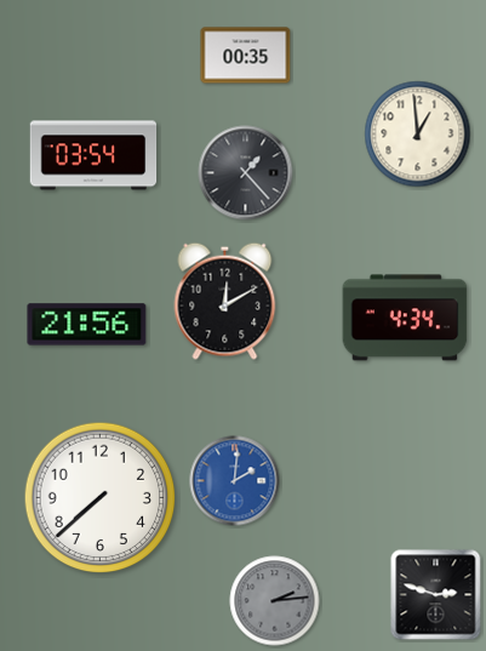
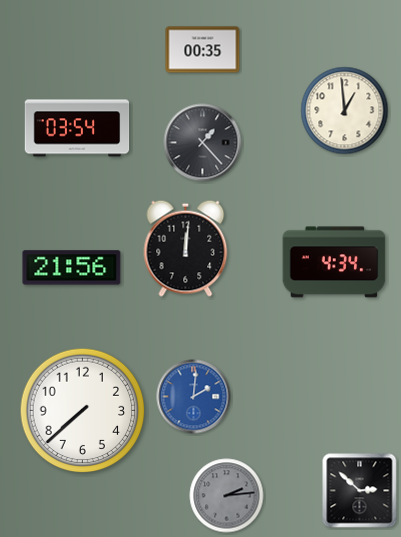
clock at (246, 56) position: (246, 56) -> (203, 50)
clock at (225, 301): 12:10 -> 12:01
clock at (436, 595): 2:48 -> 2:52
